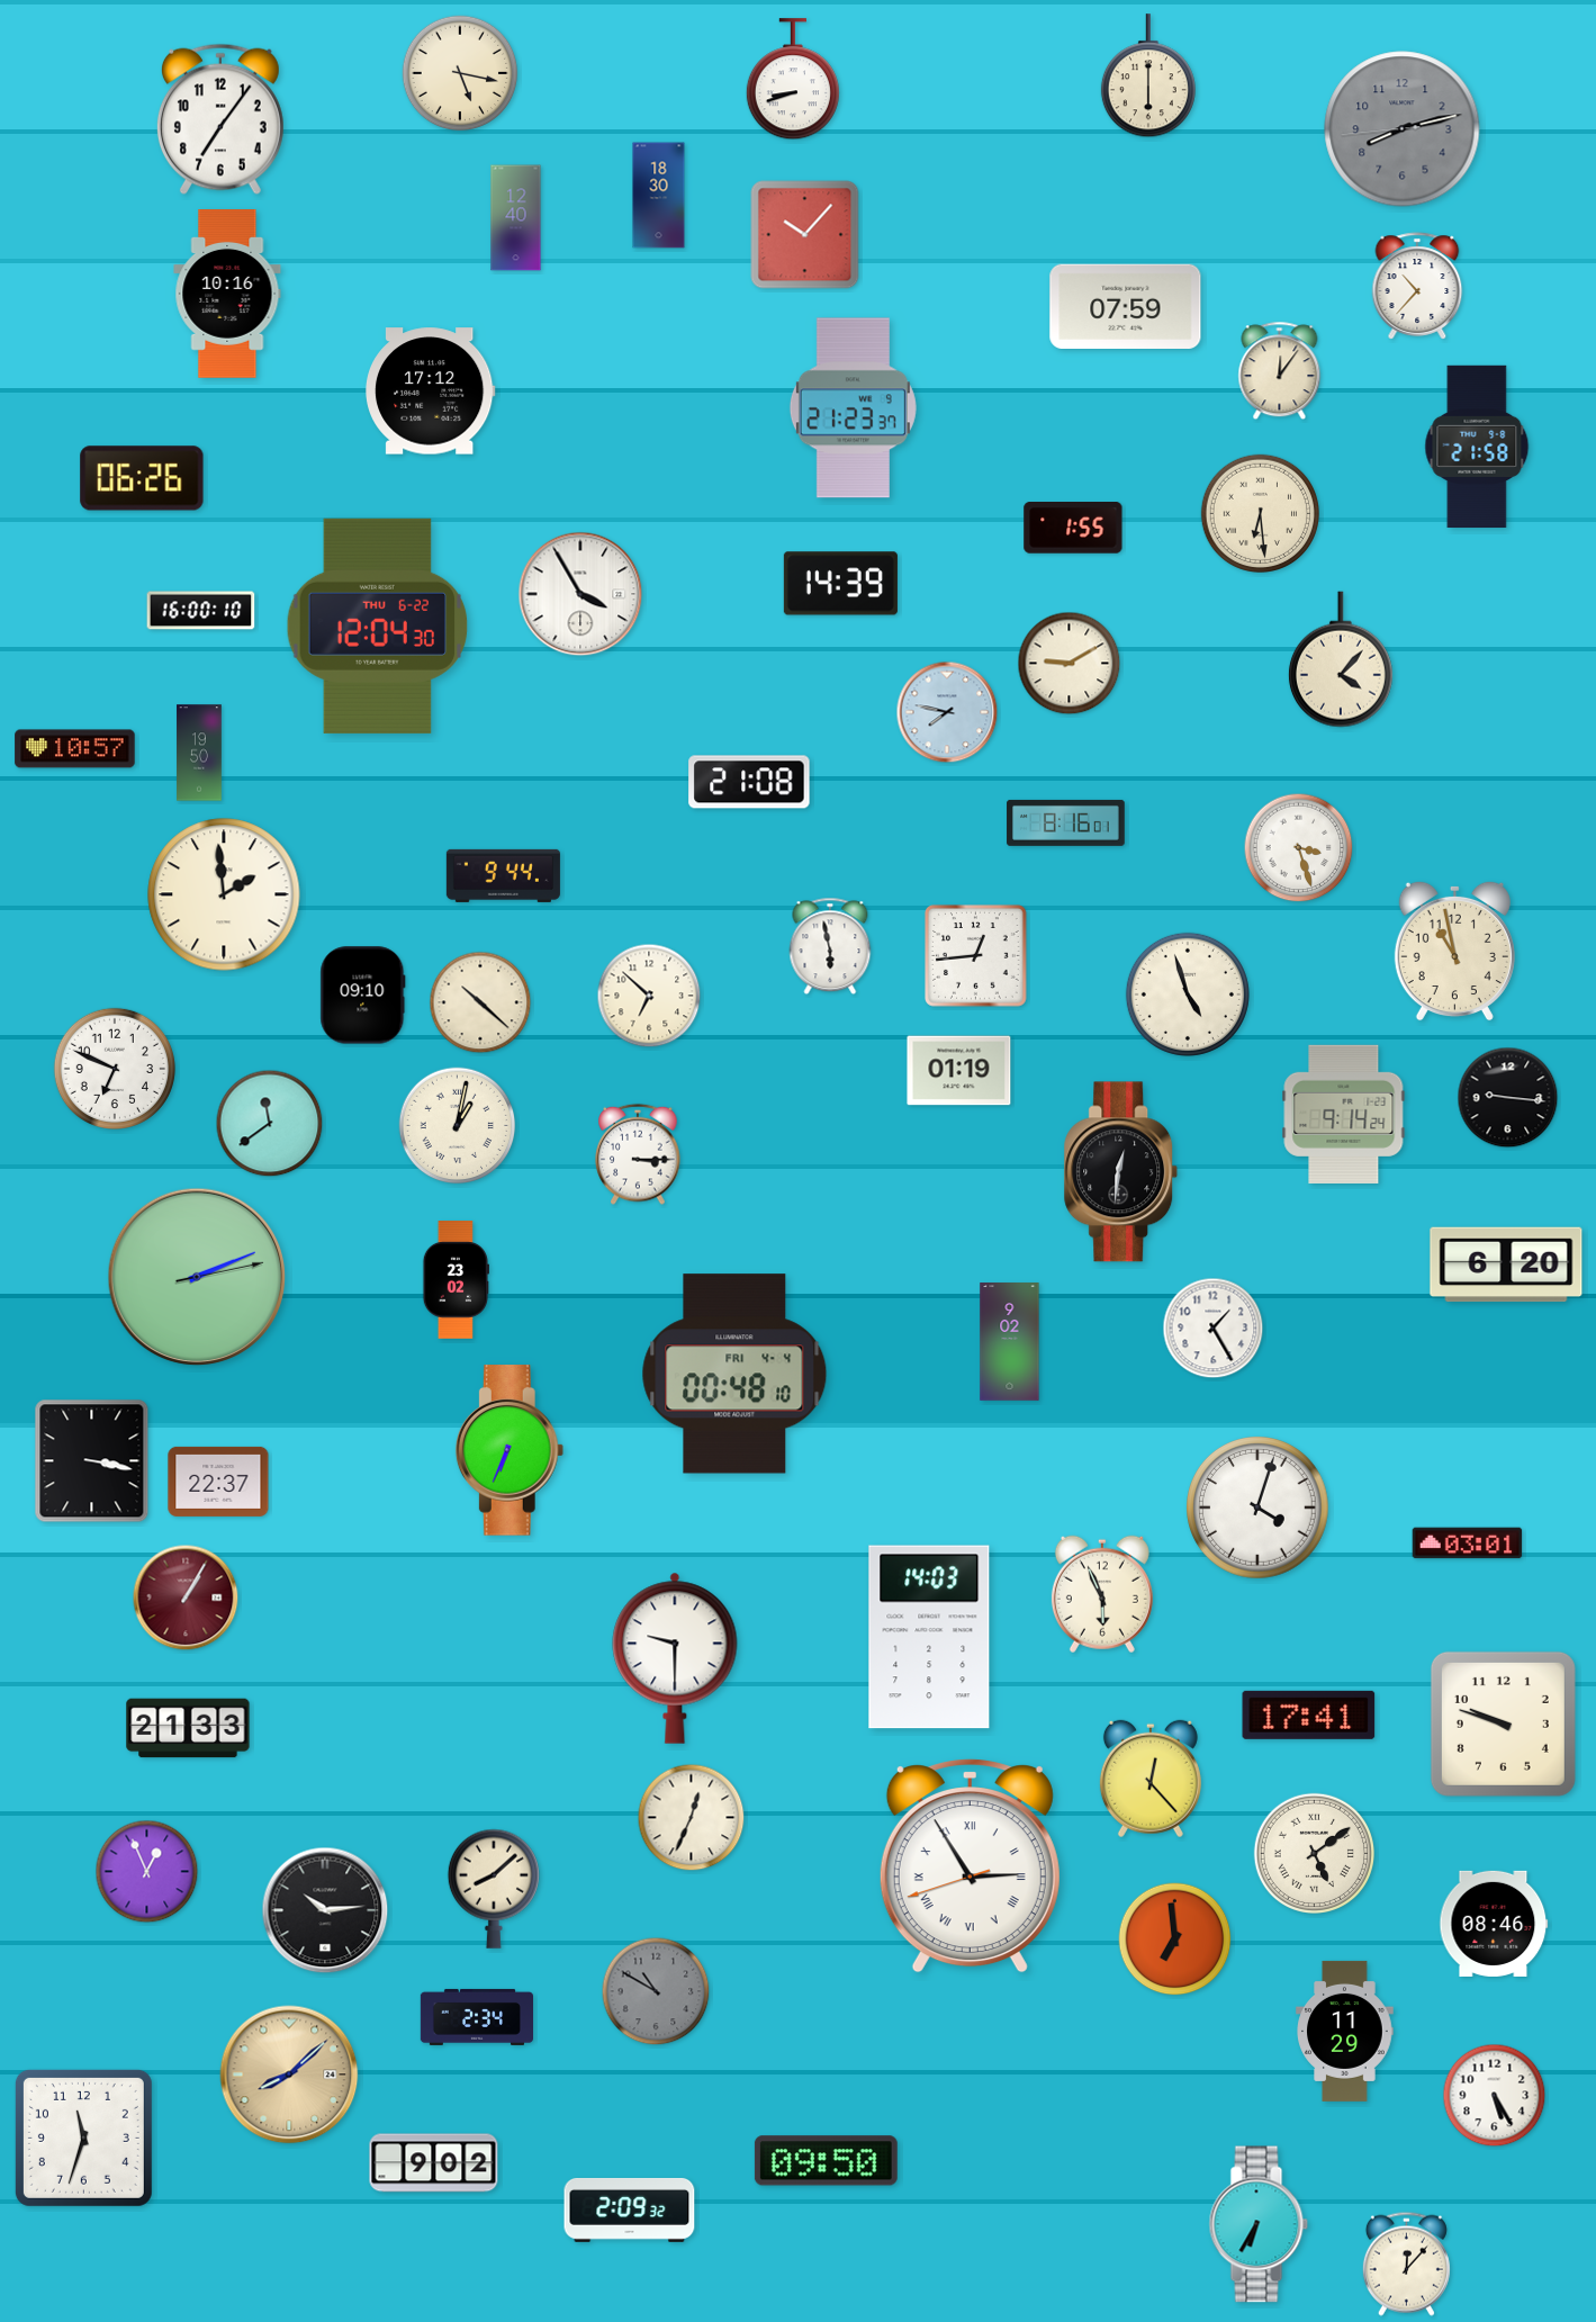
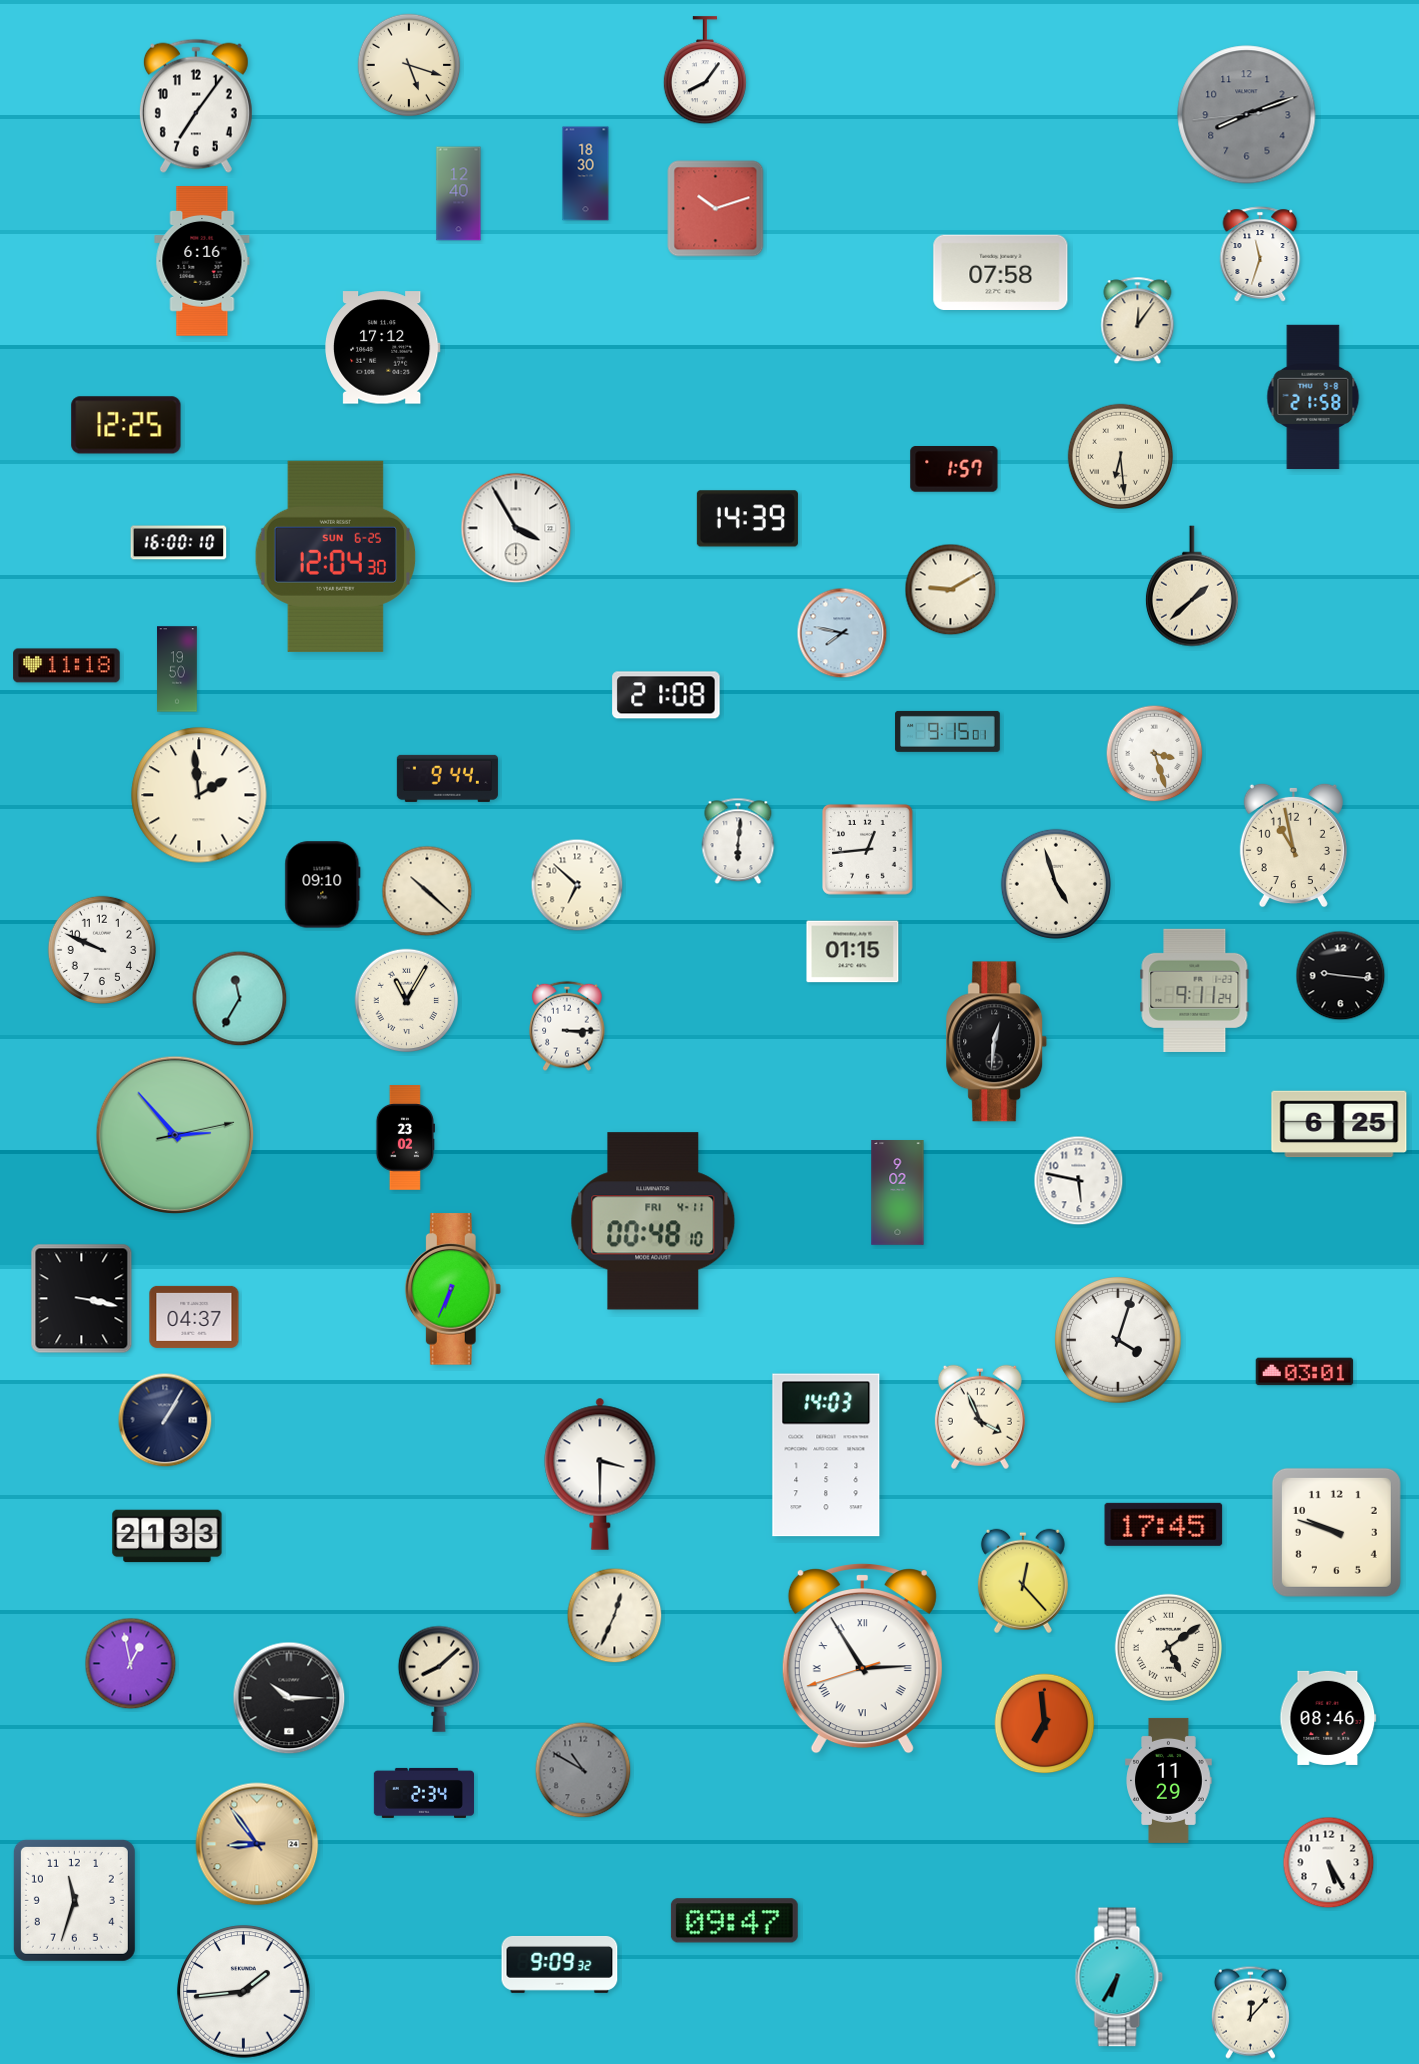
clock at (460, 73): 5:17 -> 5:18
clock at (1148, 76): 6:00 -> none
clock at (793, 80): 8:42 -> 8:06
clock at (1403, 129): 8:12 -> 8:11
clock at (805, 235): 10:07 -> 10:12
clock at (1417, 286): 10:37 -> 11:33
clock at (227, 295): 10:16 -> 6:16
clock at (1126, 306): 07:59 -> 07:58
clock at (1280, 371) position: (1280, 371) -> (1138, 321)
clock at (853, 408): 21:23 -> none
clock at (142, 478): 06:26 -> 12:25
clock at (1073, 529): 1:55 -> 1:57
clock at (378, 625) date: THU 6-22 -> SUN 6-25
clock at (1341, 659): 4:07 -> 1:38
clock at (75, 749): 10:57 -> 11:18
clock at (1066, 822): 8:16 -> 9:15
clock at (830, 946): 5:58 -> 6:01
clock at (115, 1069): 6:49 -> 9:49
clock at (959, 1071): 01:19 -> 01:15
clock at (1344, 1114): 9:14 -> 9:11
clock at (270, 1124): 11:39 -> 11:35
clock at (458, 1126): 1:02 -> 11:05
clock at (1506, 1264): 6:20 -> 6:25
clock at (197, 1277): 2:11 -> 2:53
clock at (1214, 1329): 1:25 -> 5:47
clock at (734, 1374) date: FRI 4-4 -> FRI 4-11
clock at (218, 1482): 22:37 -> 04:37
clock at (1102, 1594): 5:56 -> 3:56
clock at (186, 1597) dial: burgundy -> navy
clock at (675, 1658): 9:30 -> 3:30
clock at (1309, 1714): 17:41 -> 17:45
clock at (147, 1872): 12:56 -> 12:58
clock at (325, 1910): 10:14 -> 10:15
clock at (1494, 1924) position: (1494, 1924) -> (1328, 1718)
clock at (1345, 2031) position: (1345, 2031) -> (1169, 1780)
clock at (289, 2074): 8:08 -> 8:54
clock at (826, 2161): 09:50 -> 09:47
clock at (434, 2163): 9:02 -> none
clock at (630, 2209): 2:09 -> 9:09
clock at (244, 1992): none -> 1:44
